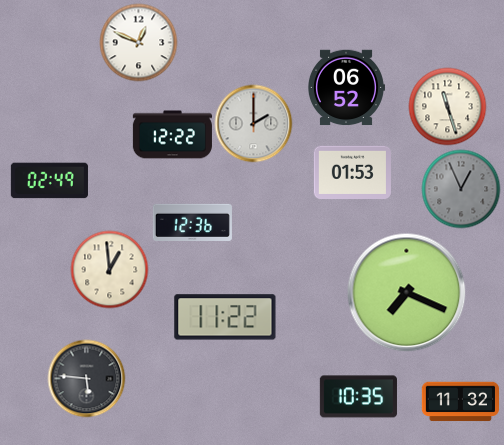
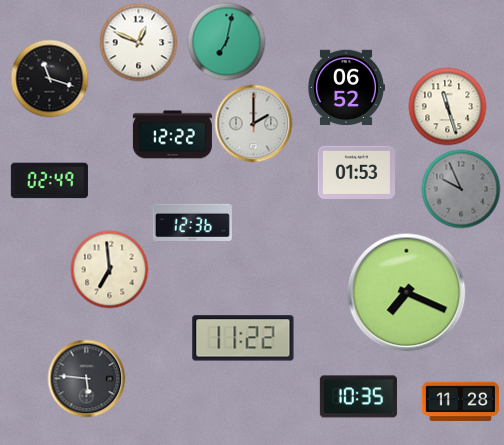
clock at (226, 41): none -> 7:02
clock at (49, 78): none -> 11:18
clock at (352, 173) position: (352, 173) -> (356, 173)
clock at (461, 189): 12:56 -> 9:56
clock at (109, 269): 12:59 -> 6:59
clock at (225, 317) position: (225, 317) -> (243, 338)
clock at (460, 402): 11:32 -> 11:28
